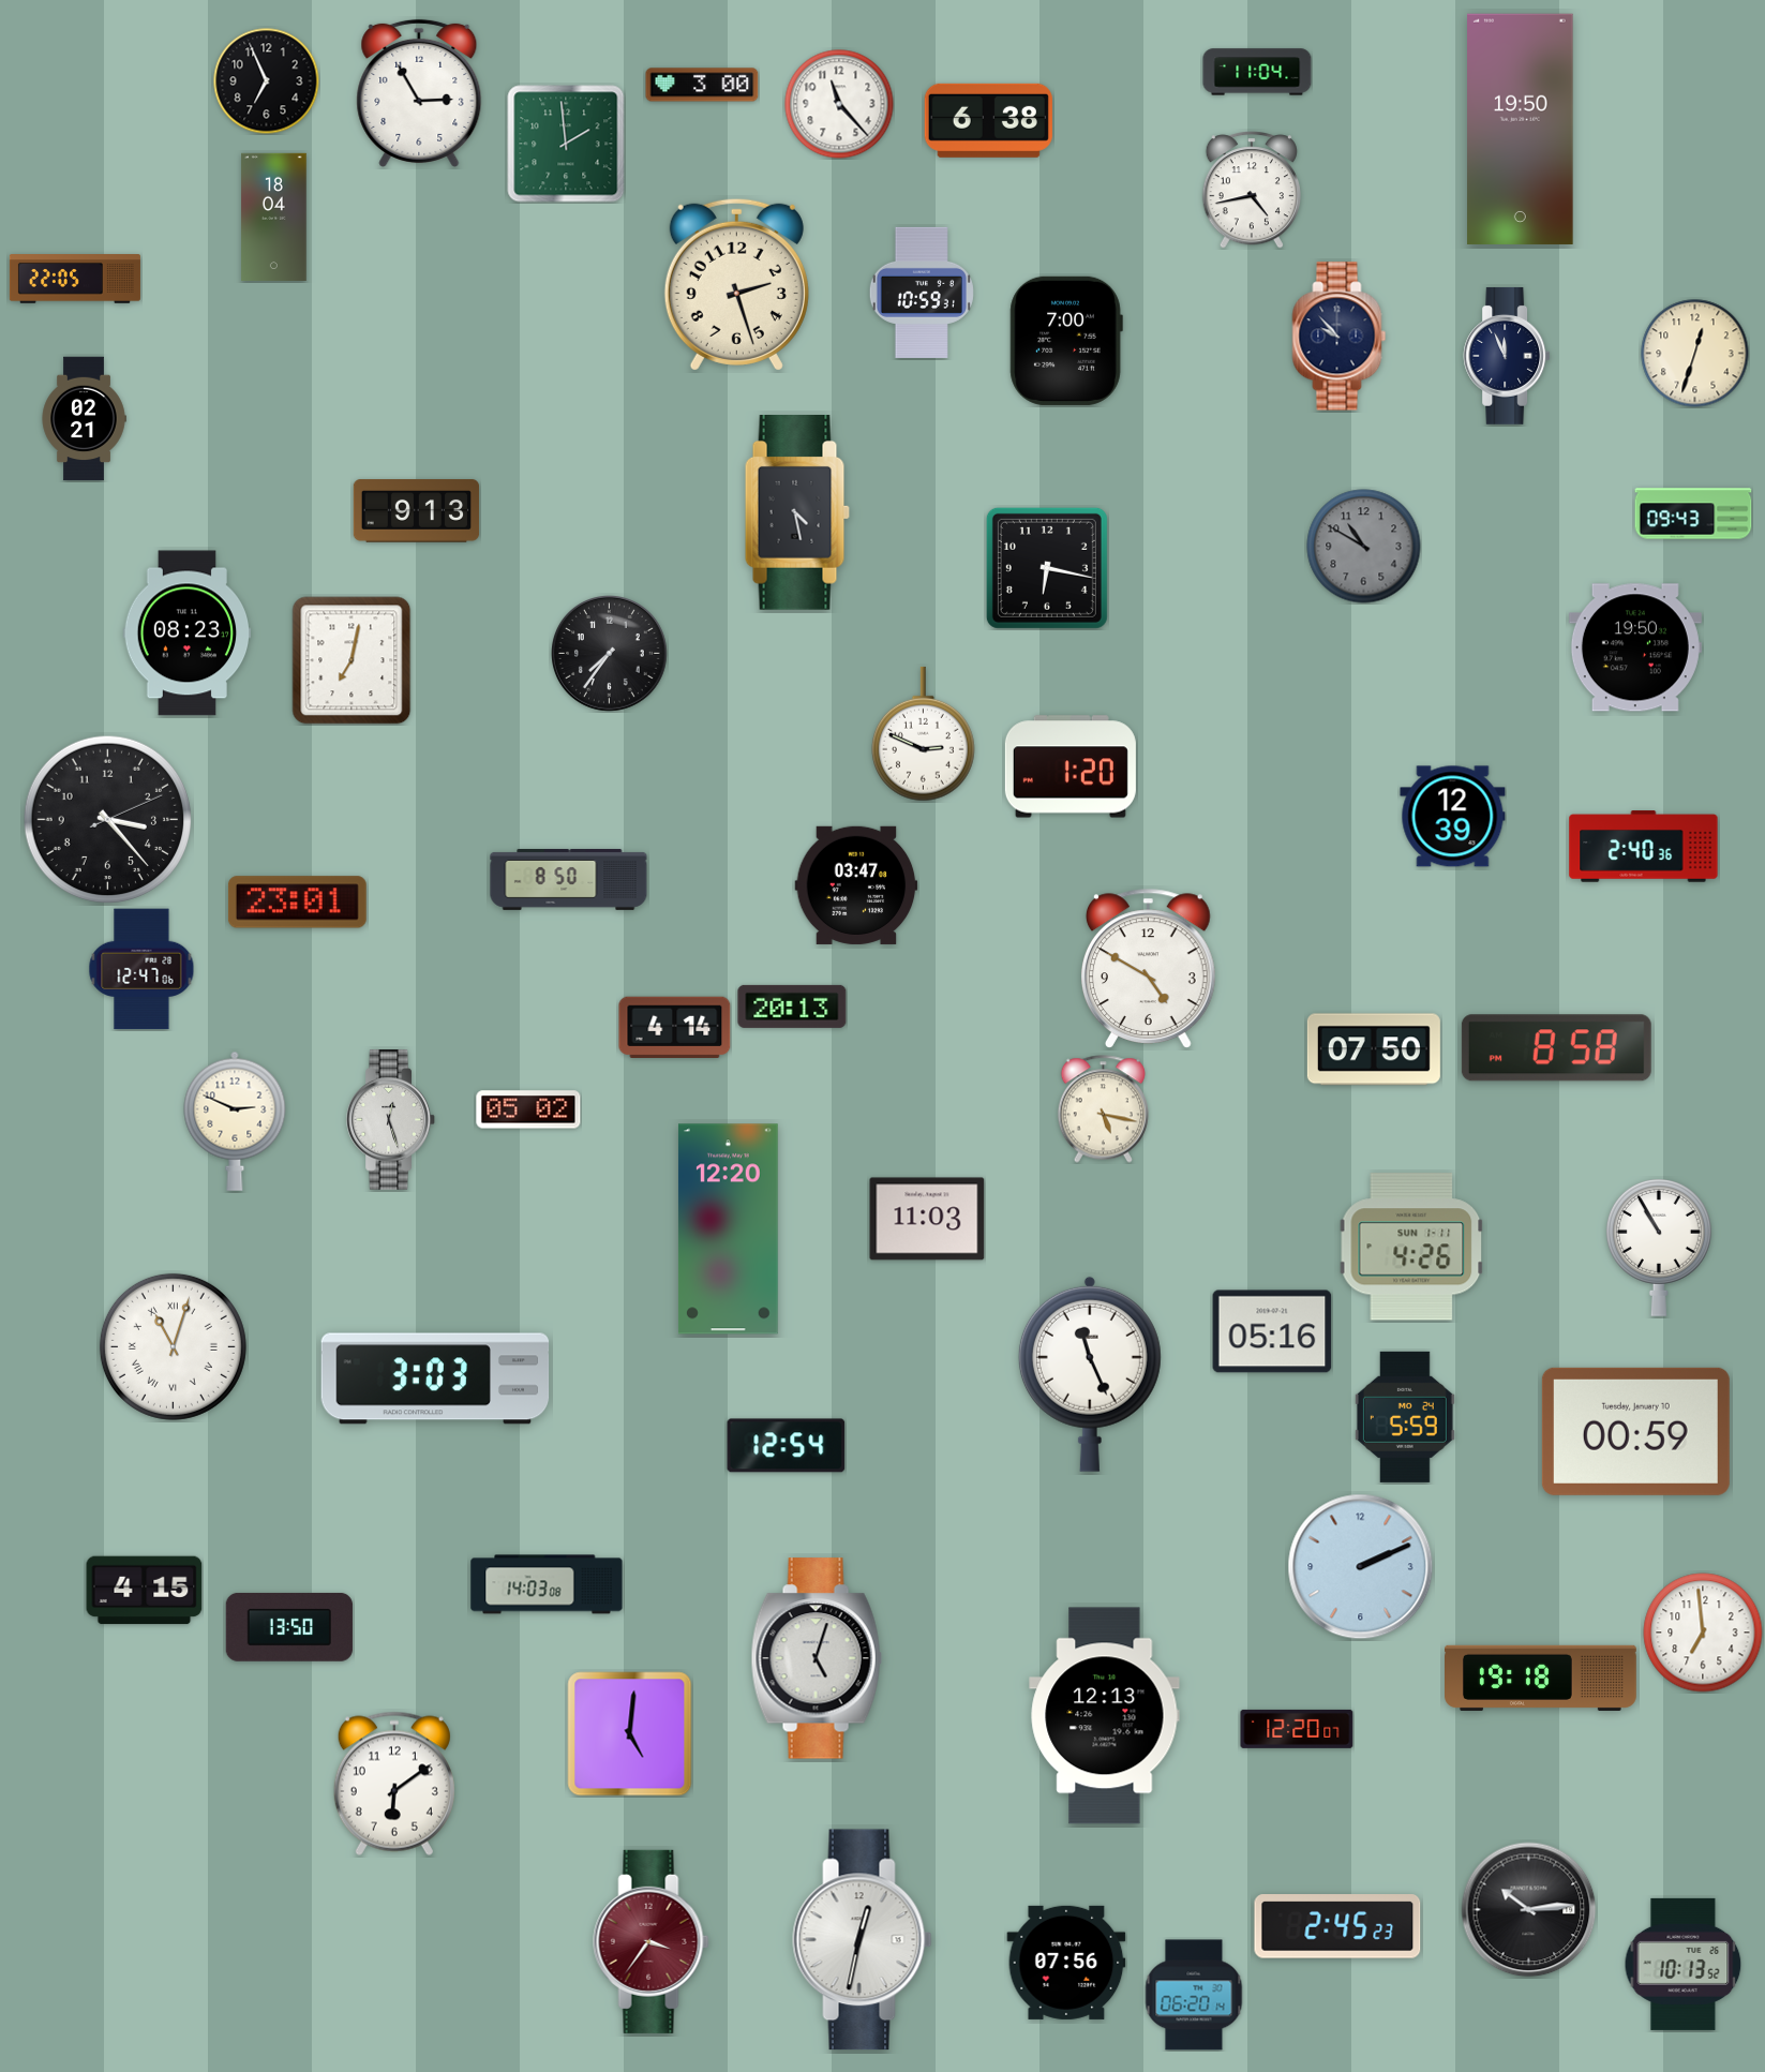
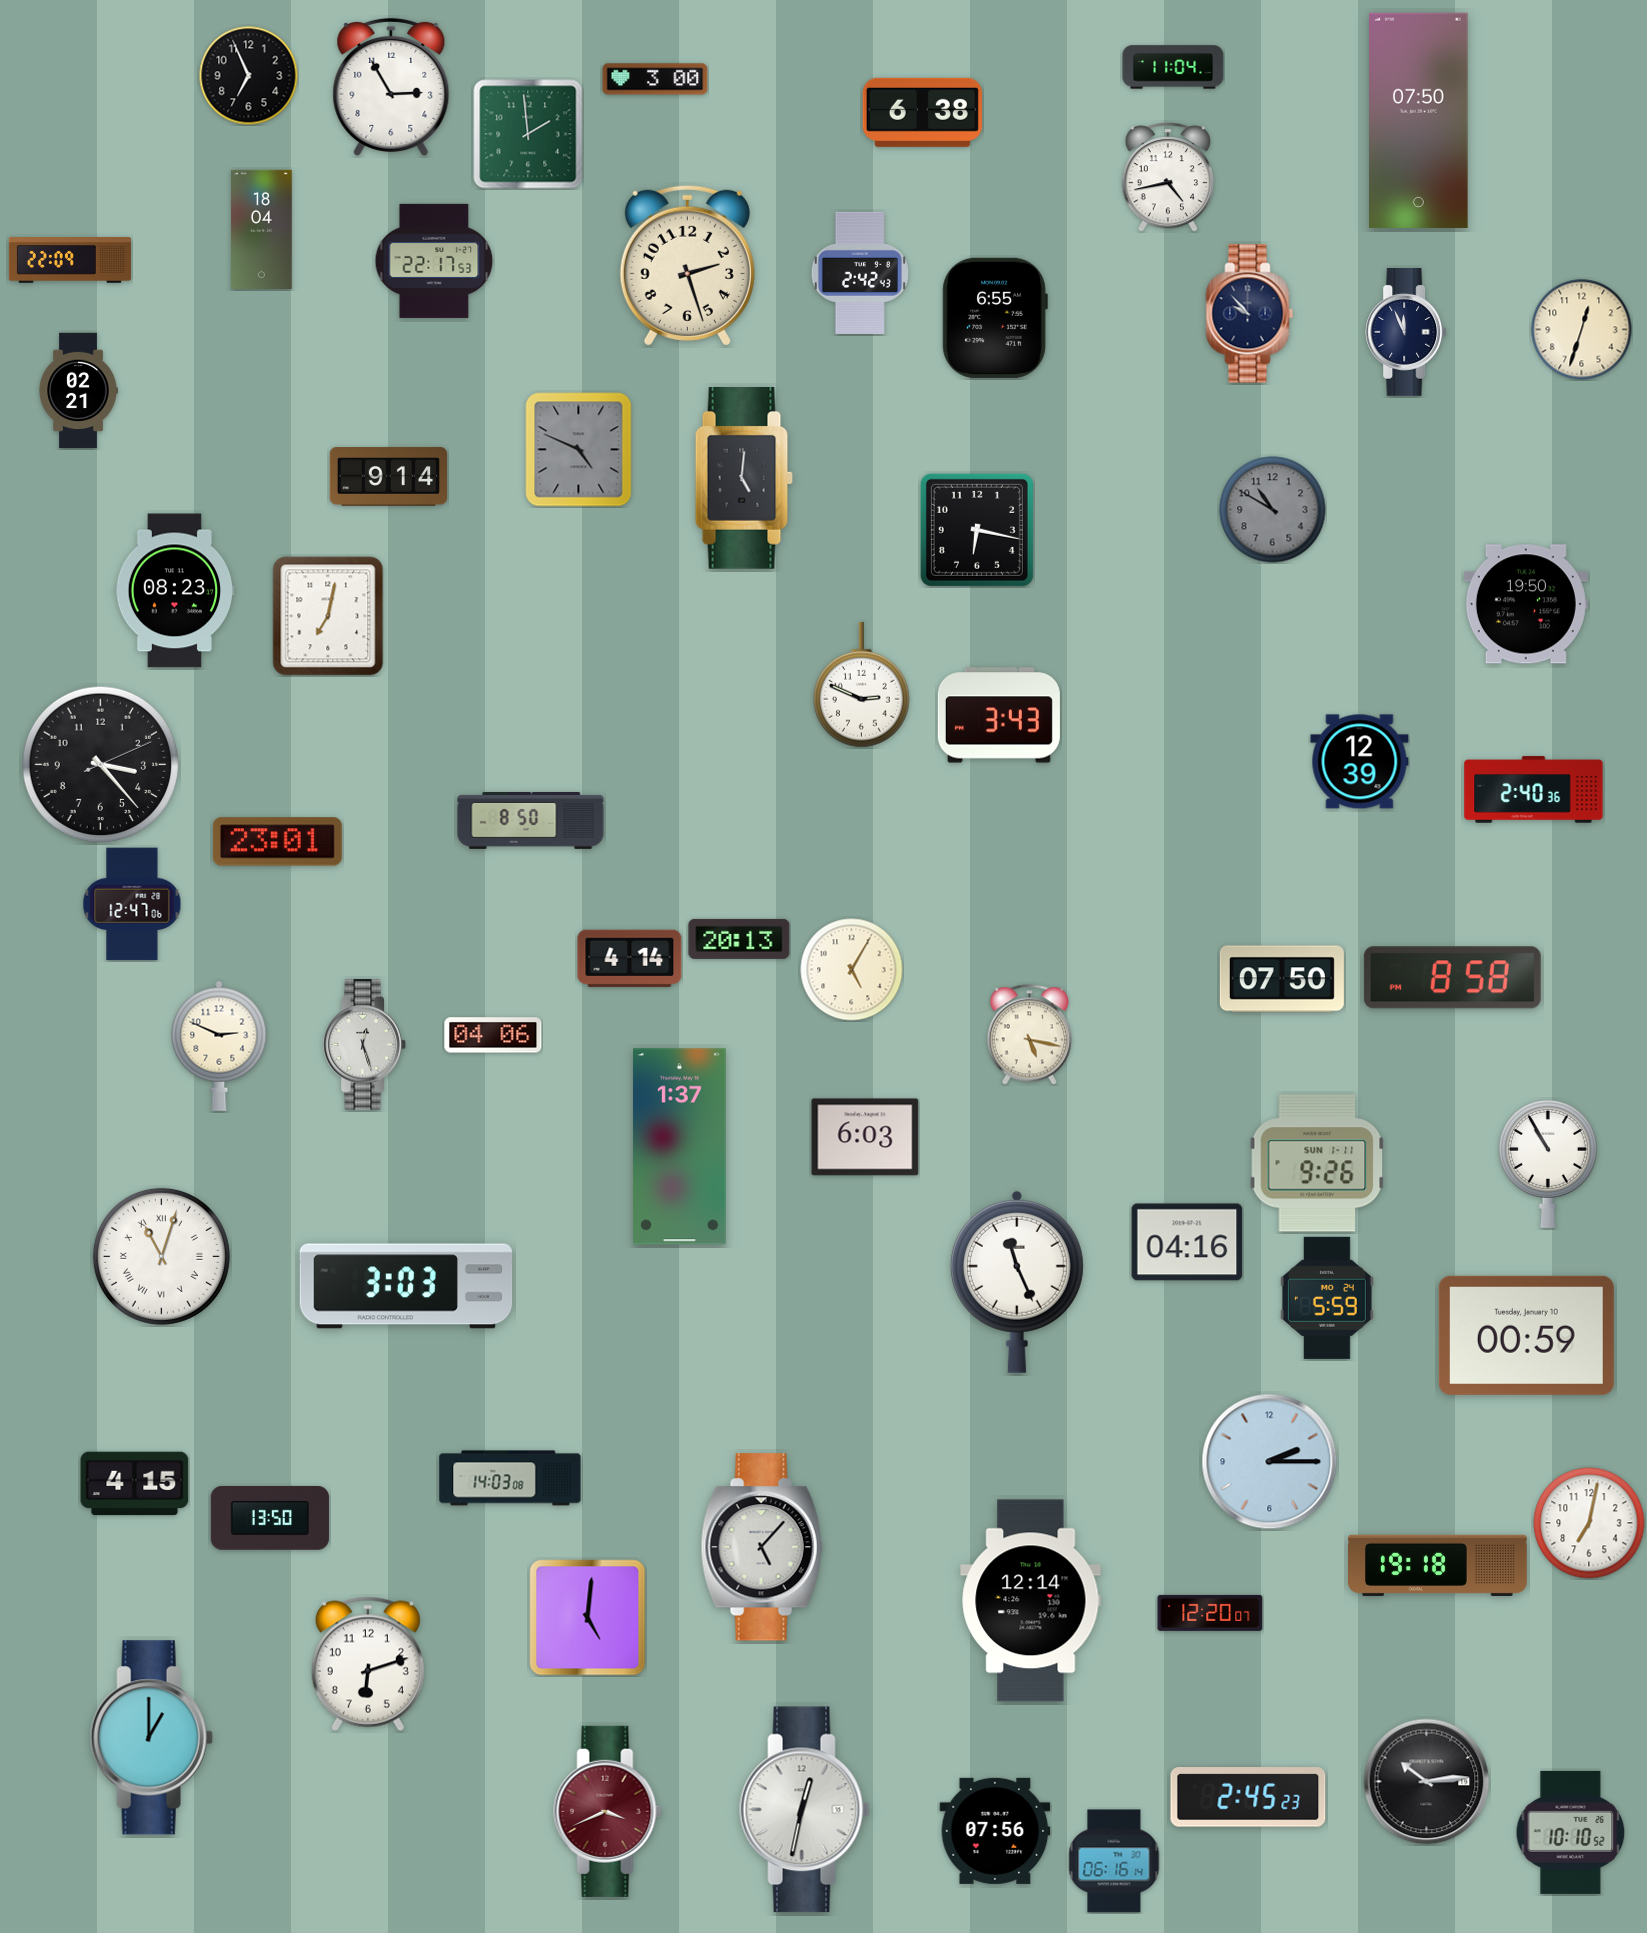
clock at (839, 104): 11:23 -> none
clock at (1521, 129): 19:50 -> 07:50
clock at (274, 217) position: (274, 217) -> (262, 229)
clock at (75, 279): 22:05 -> 22:09
clock at (434, 261): none -> 22:17
clock at (922, 293): 10:59 -> 2:42
clock at (1066, 341): 7:00 -> 6:55
clock at (579, 450): none -> 4:49
clock at (417, 511): 9:13 -> 9:14
clock at (797, 513): 4:28 -> 5:01
clock at (1693, 513): 09:43 -> none
clock at (610, 654): 7:36 -> none
clock at (1071, 766): 1:20 -> 3:43
clock at (1453, 817) position: (1453, 817) -> (1360, 762)
clock at (856, 885): 03:47 -> none
clock at (1148, 968): 4:50 -> none
clock at (852, 970): none -> 5:05
clock at (528, 1109): 05:02 -> 04:06
clock at (927, 1219): 11:03 -> 6:03
clock at (728, 1229): 12:20 -> 1:37
clock at (1411, 1247): 4:26 -> 9:26
clock at (1272, 1331): 05:16 -> 04:16
clock at (1405, 1417) position: (1405, 1417) -> (1327, 1298)
clock at (787, 1446): 12:54 -> none
clock at (1361, 1567): 2:11 -> 2:15
clock at (1703, 1633): 6:59 -> 7:02
clock at (817, 1658): 5:03 -> 5:07
clock at (1105, 1716): 12:13 -> 12:14
clock at (394, 1784): 6:09 -> 6:12
clock at (151, 1738): none -> 1:00
clock at (652, 1941): 3:36 -> 3:41
clock at (1684, 1964): 10:13 -> 10:10
clock at (1194, 1995): 06:20 -> 06:16
